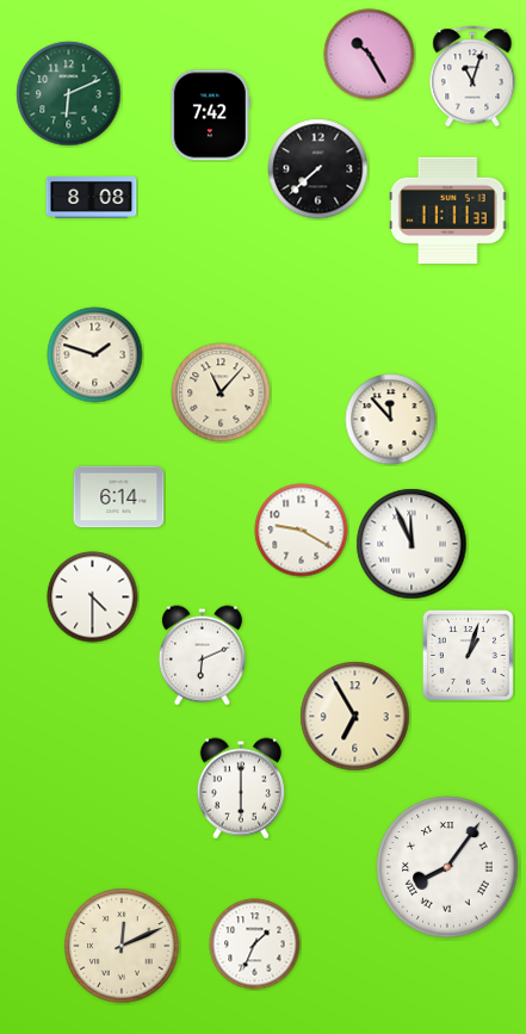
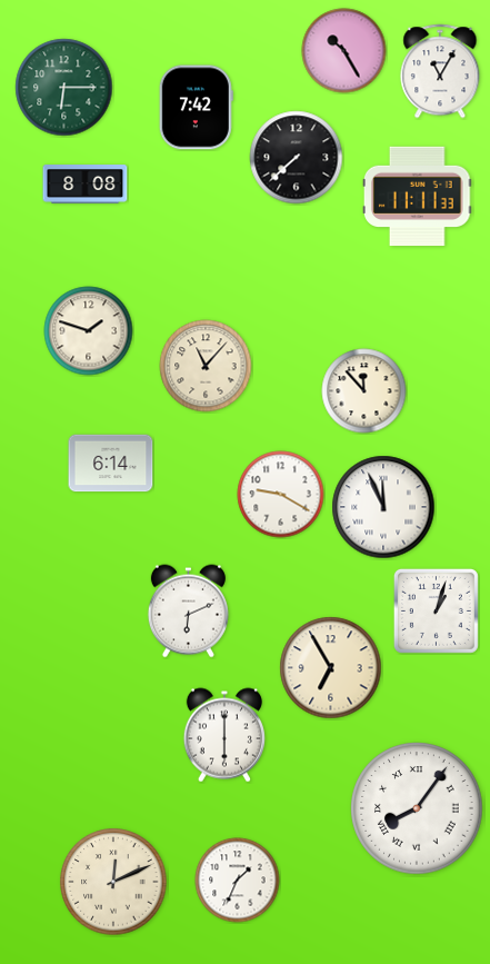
clock at (472, 76): 11:03 -> 11:05
clock at (69, 94): 6:11 -> 6:15
clock at (93, 598): 4:30 -> none
